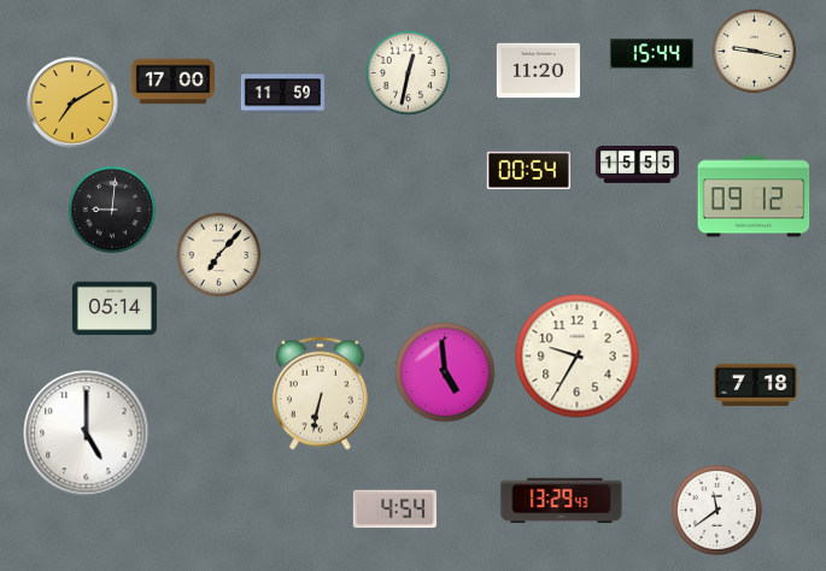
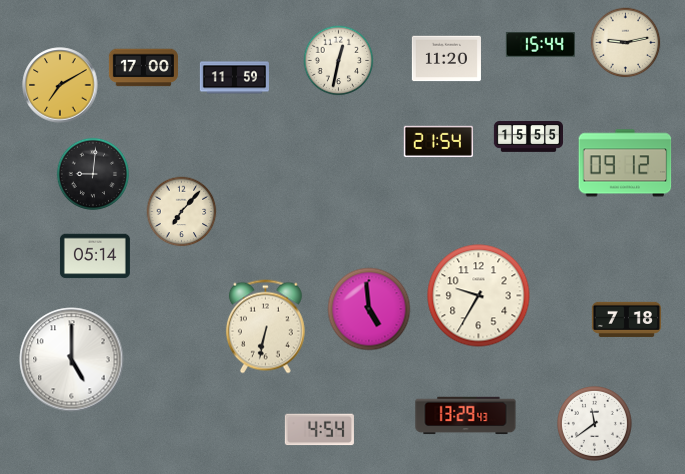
clock at (755, 52): 9:17 -> 9:13
clock at (528, 170): 00:54 -> 21:54
clock at (394, 510) position: (394, 510) -> (319, 430)
